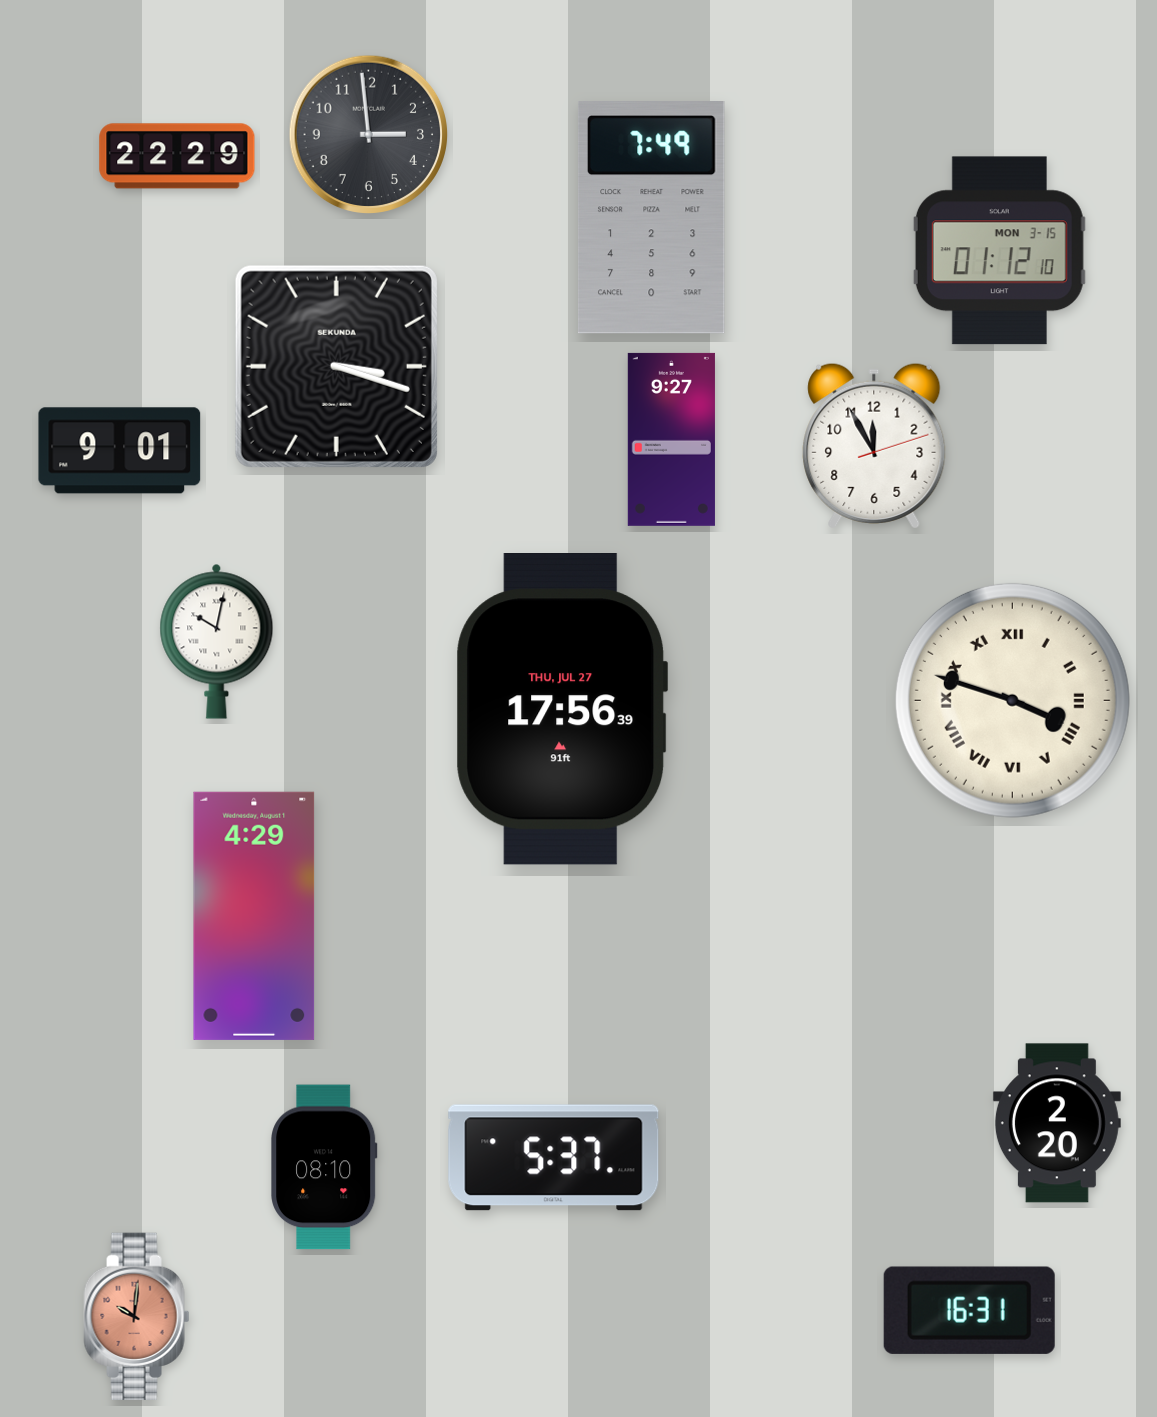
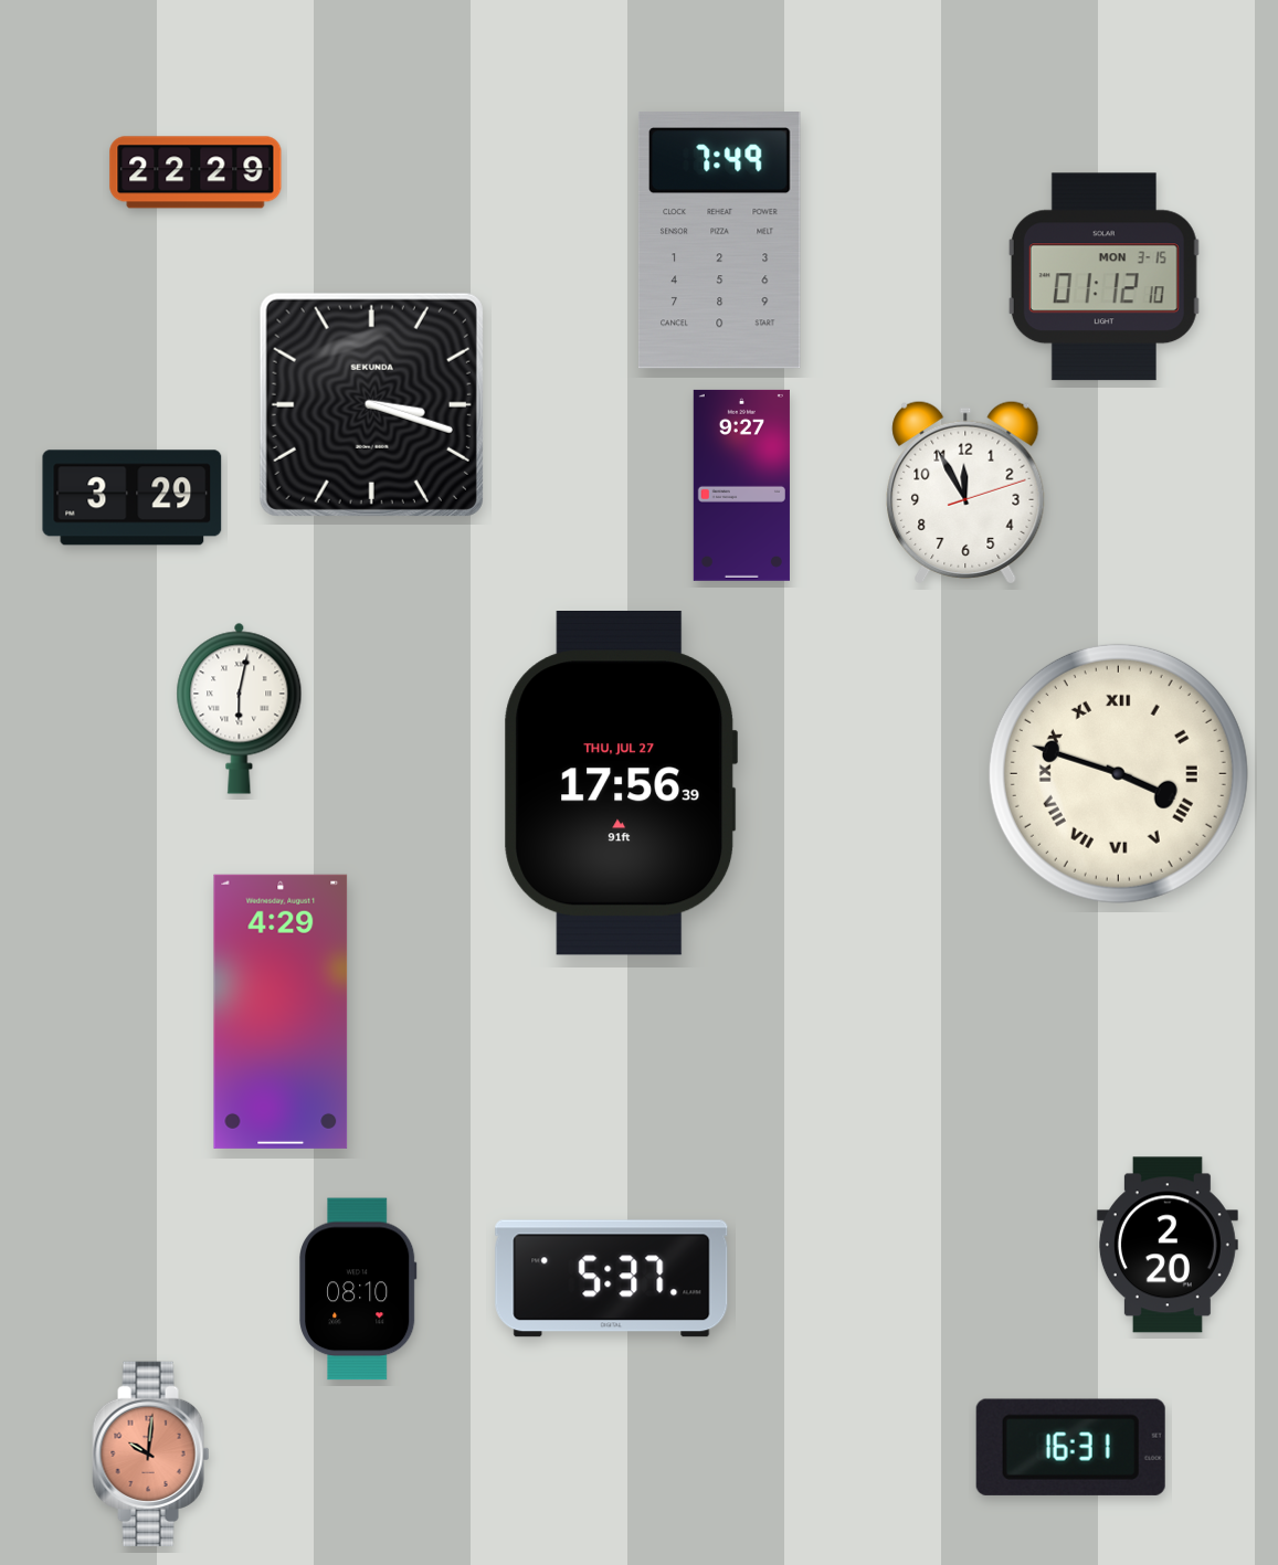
clock at (369, 135): 2:59 -> none
clock at (120, 451): 9:01 -> 3:29
clock at (217, 641): 10:02 -> 6:02
clock at (1057, 1123) position: (1057, 1123) -> (1168, 1245)
